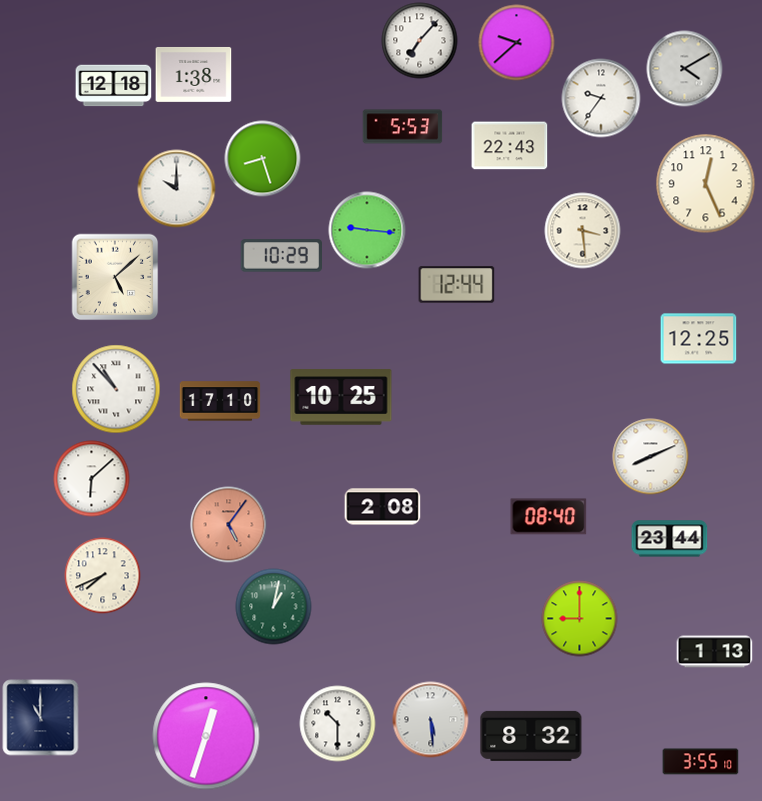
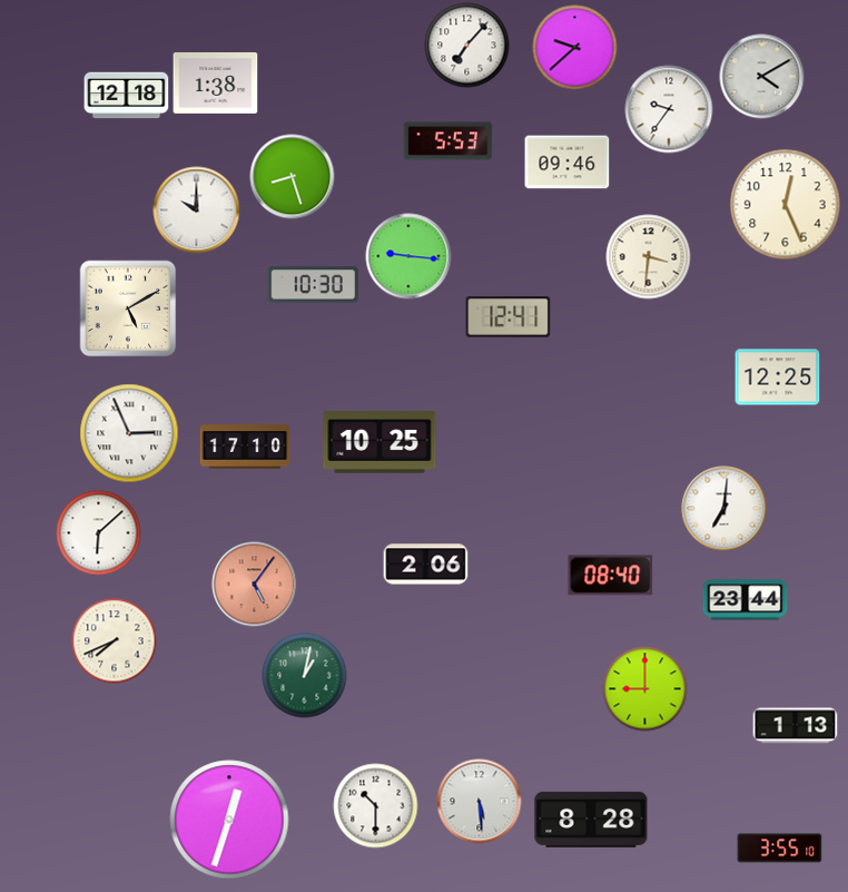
clock at (510, 146): 22:43 -> 09:46
clock at (583, 231): 3:29 -> 3:31
clock at (281, 256): 10:29 -> 10:30
clock at (115, 277): 5:08 -> 5:10
clock at (457, 285): 12:44 -> 12:41
clock at (116, 389): 10:53 -> 2:56
clock at (651, 457): 8:11 -> 7:01
clock at (92, 479) position: (92, 479) -> (99, 533)
clock at (383, 507): 2:08 -> 2:06
clock at (41, 718): 11:00 -> none
clock at (531, 736): 8:32 -> 8:28
